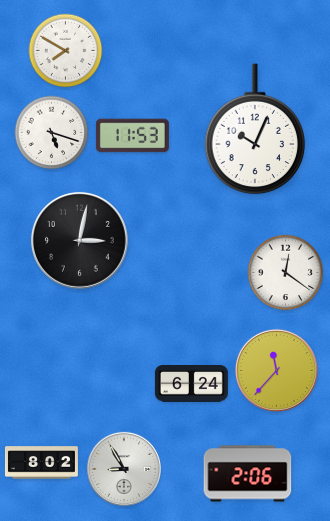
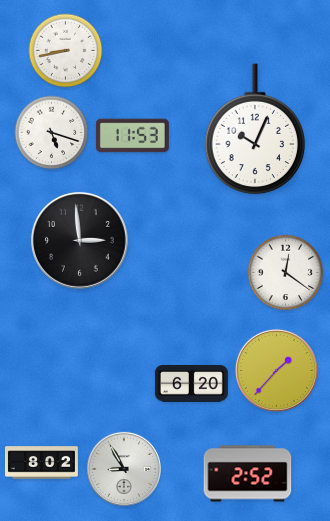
clock at (66, 51): 7:50 -> 8:43
clock at (79, 240): 3:02 -> 2:59
clock at (276, 370): 11:37 -> 1:37
clock at (191, 384): 6:24 -> 6:20
clock at (248, 474): 2:06 -> 2:52
